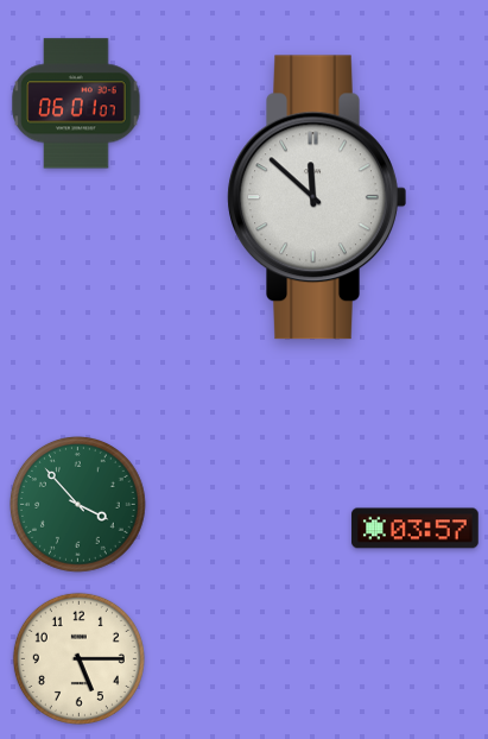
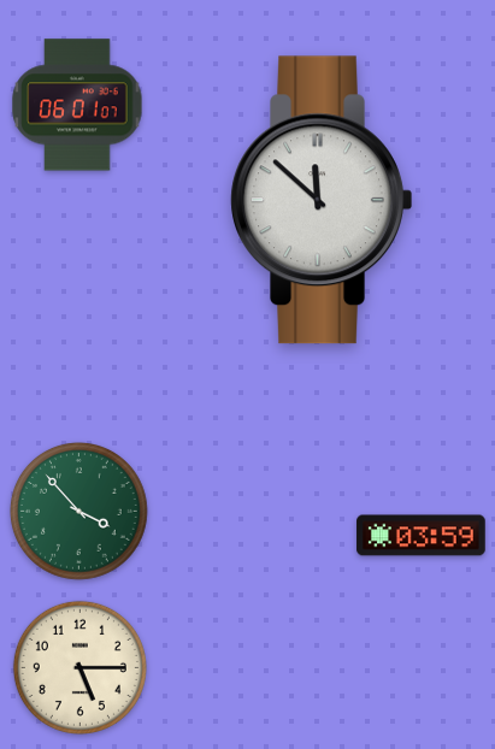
clock at (416, 529): 03:57 -> 03:59
